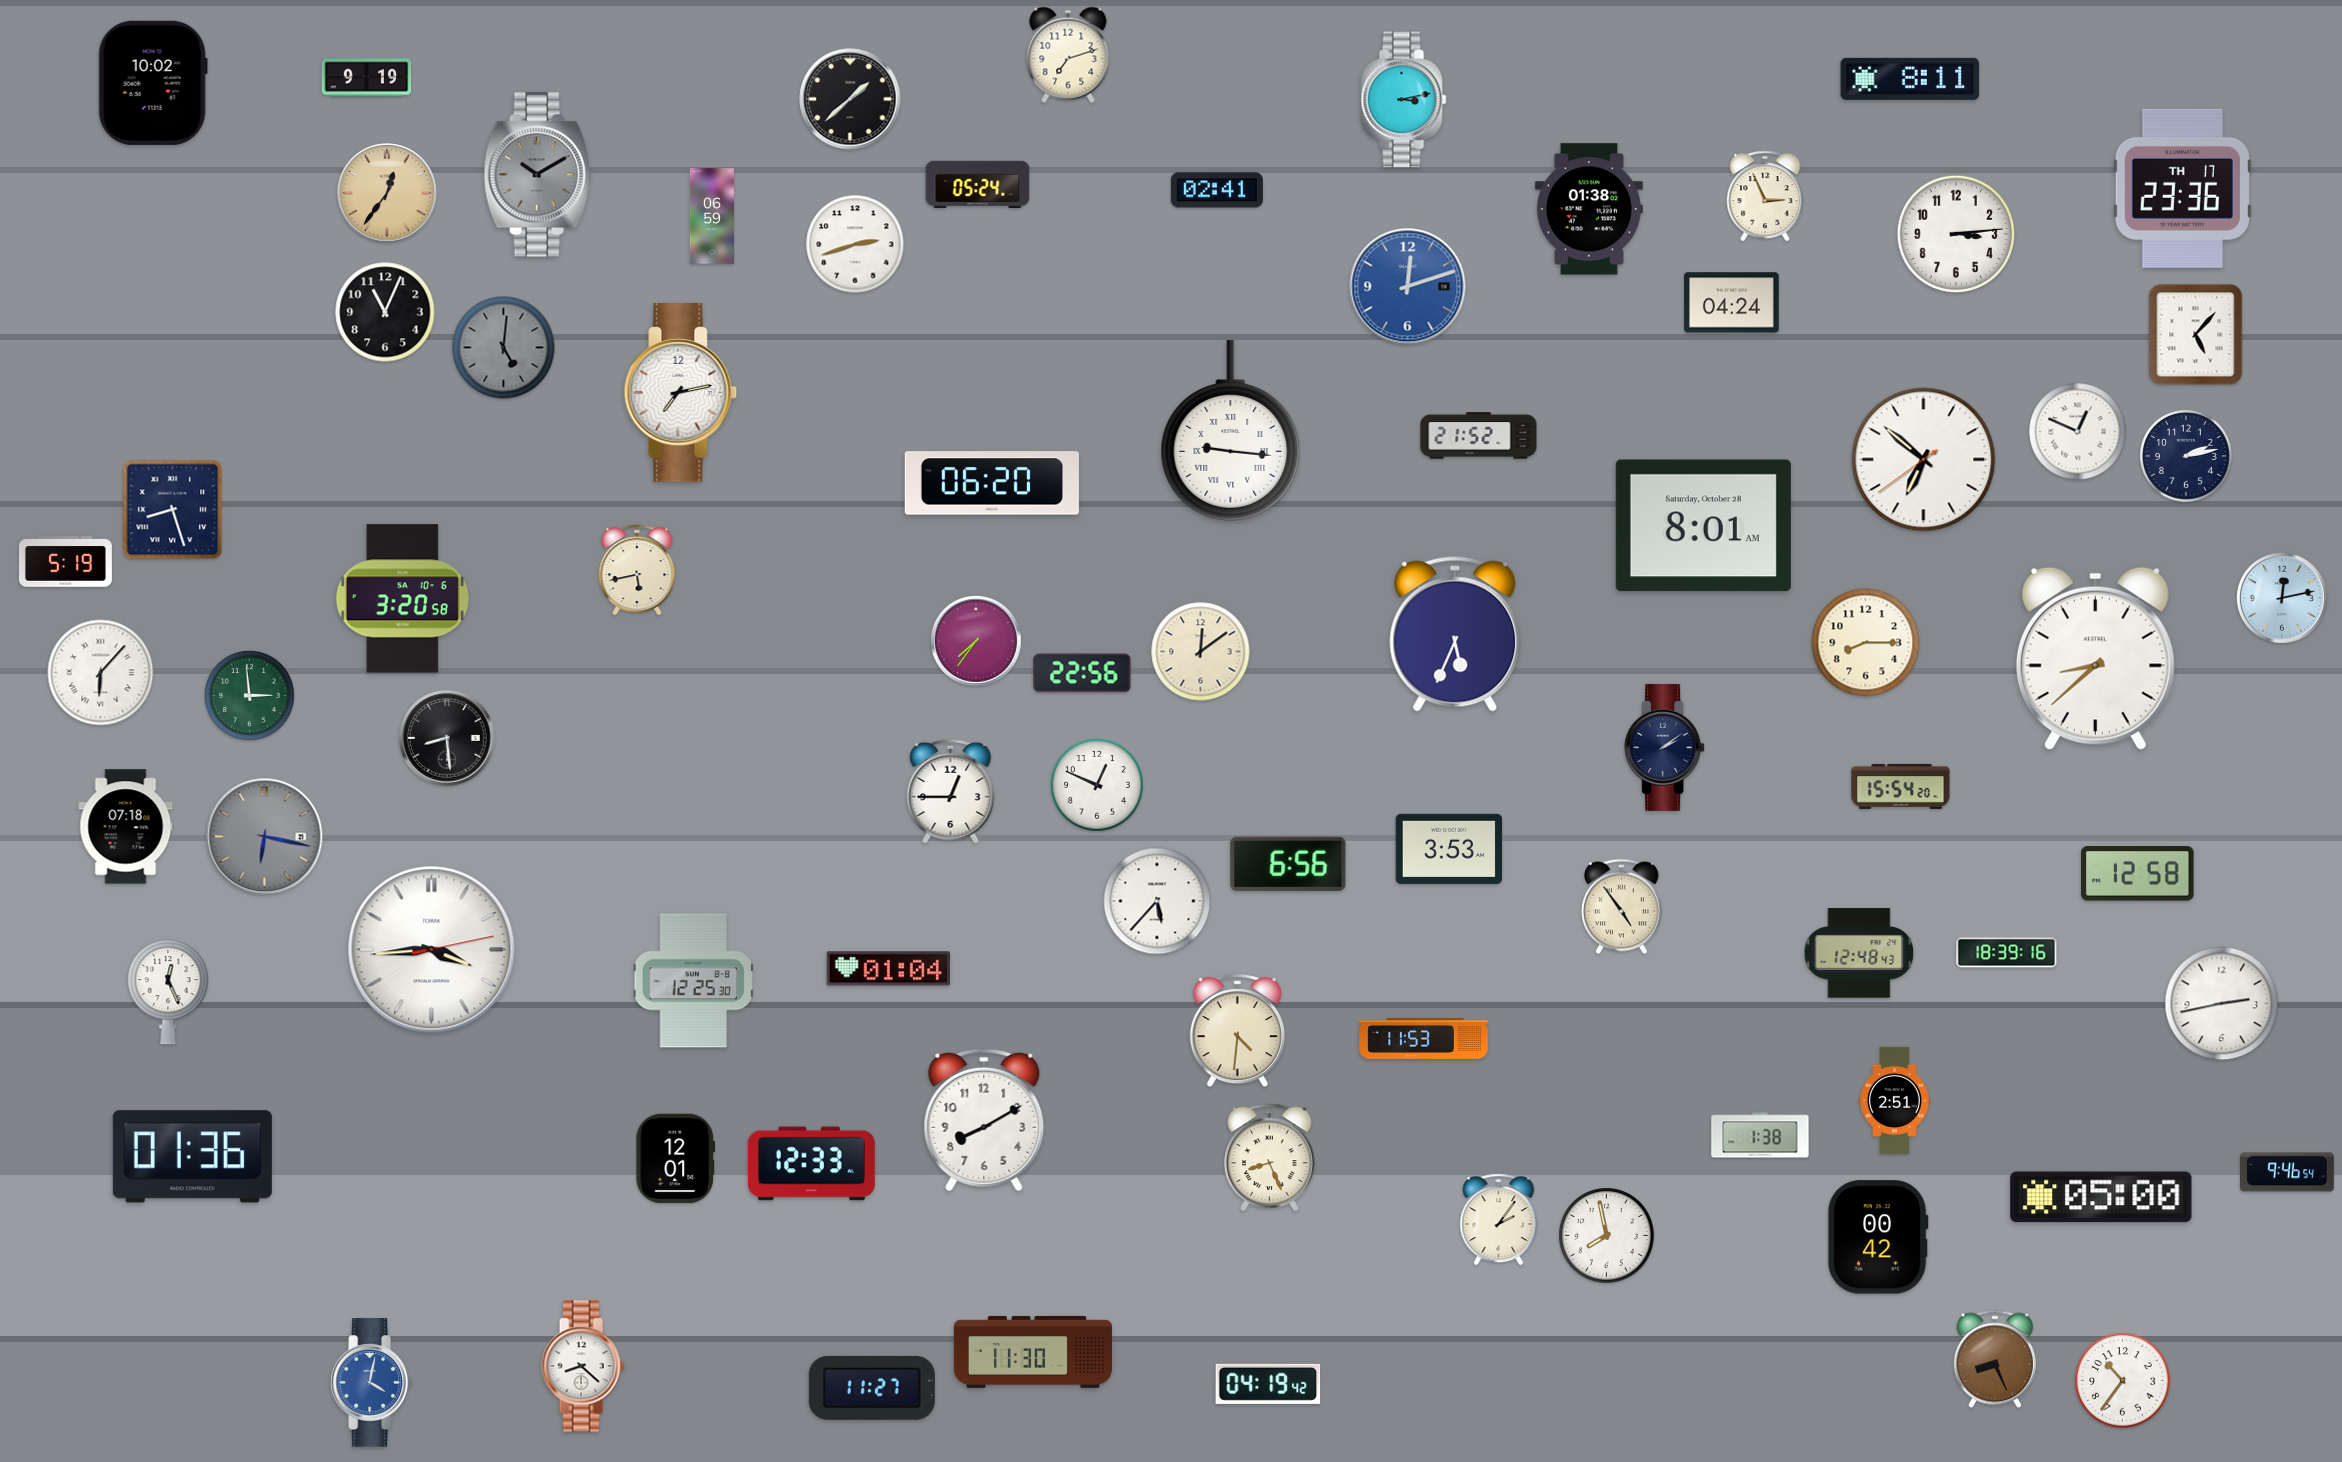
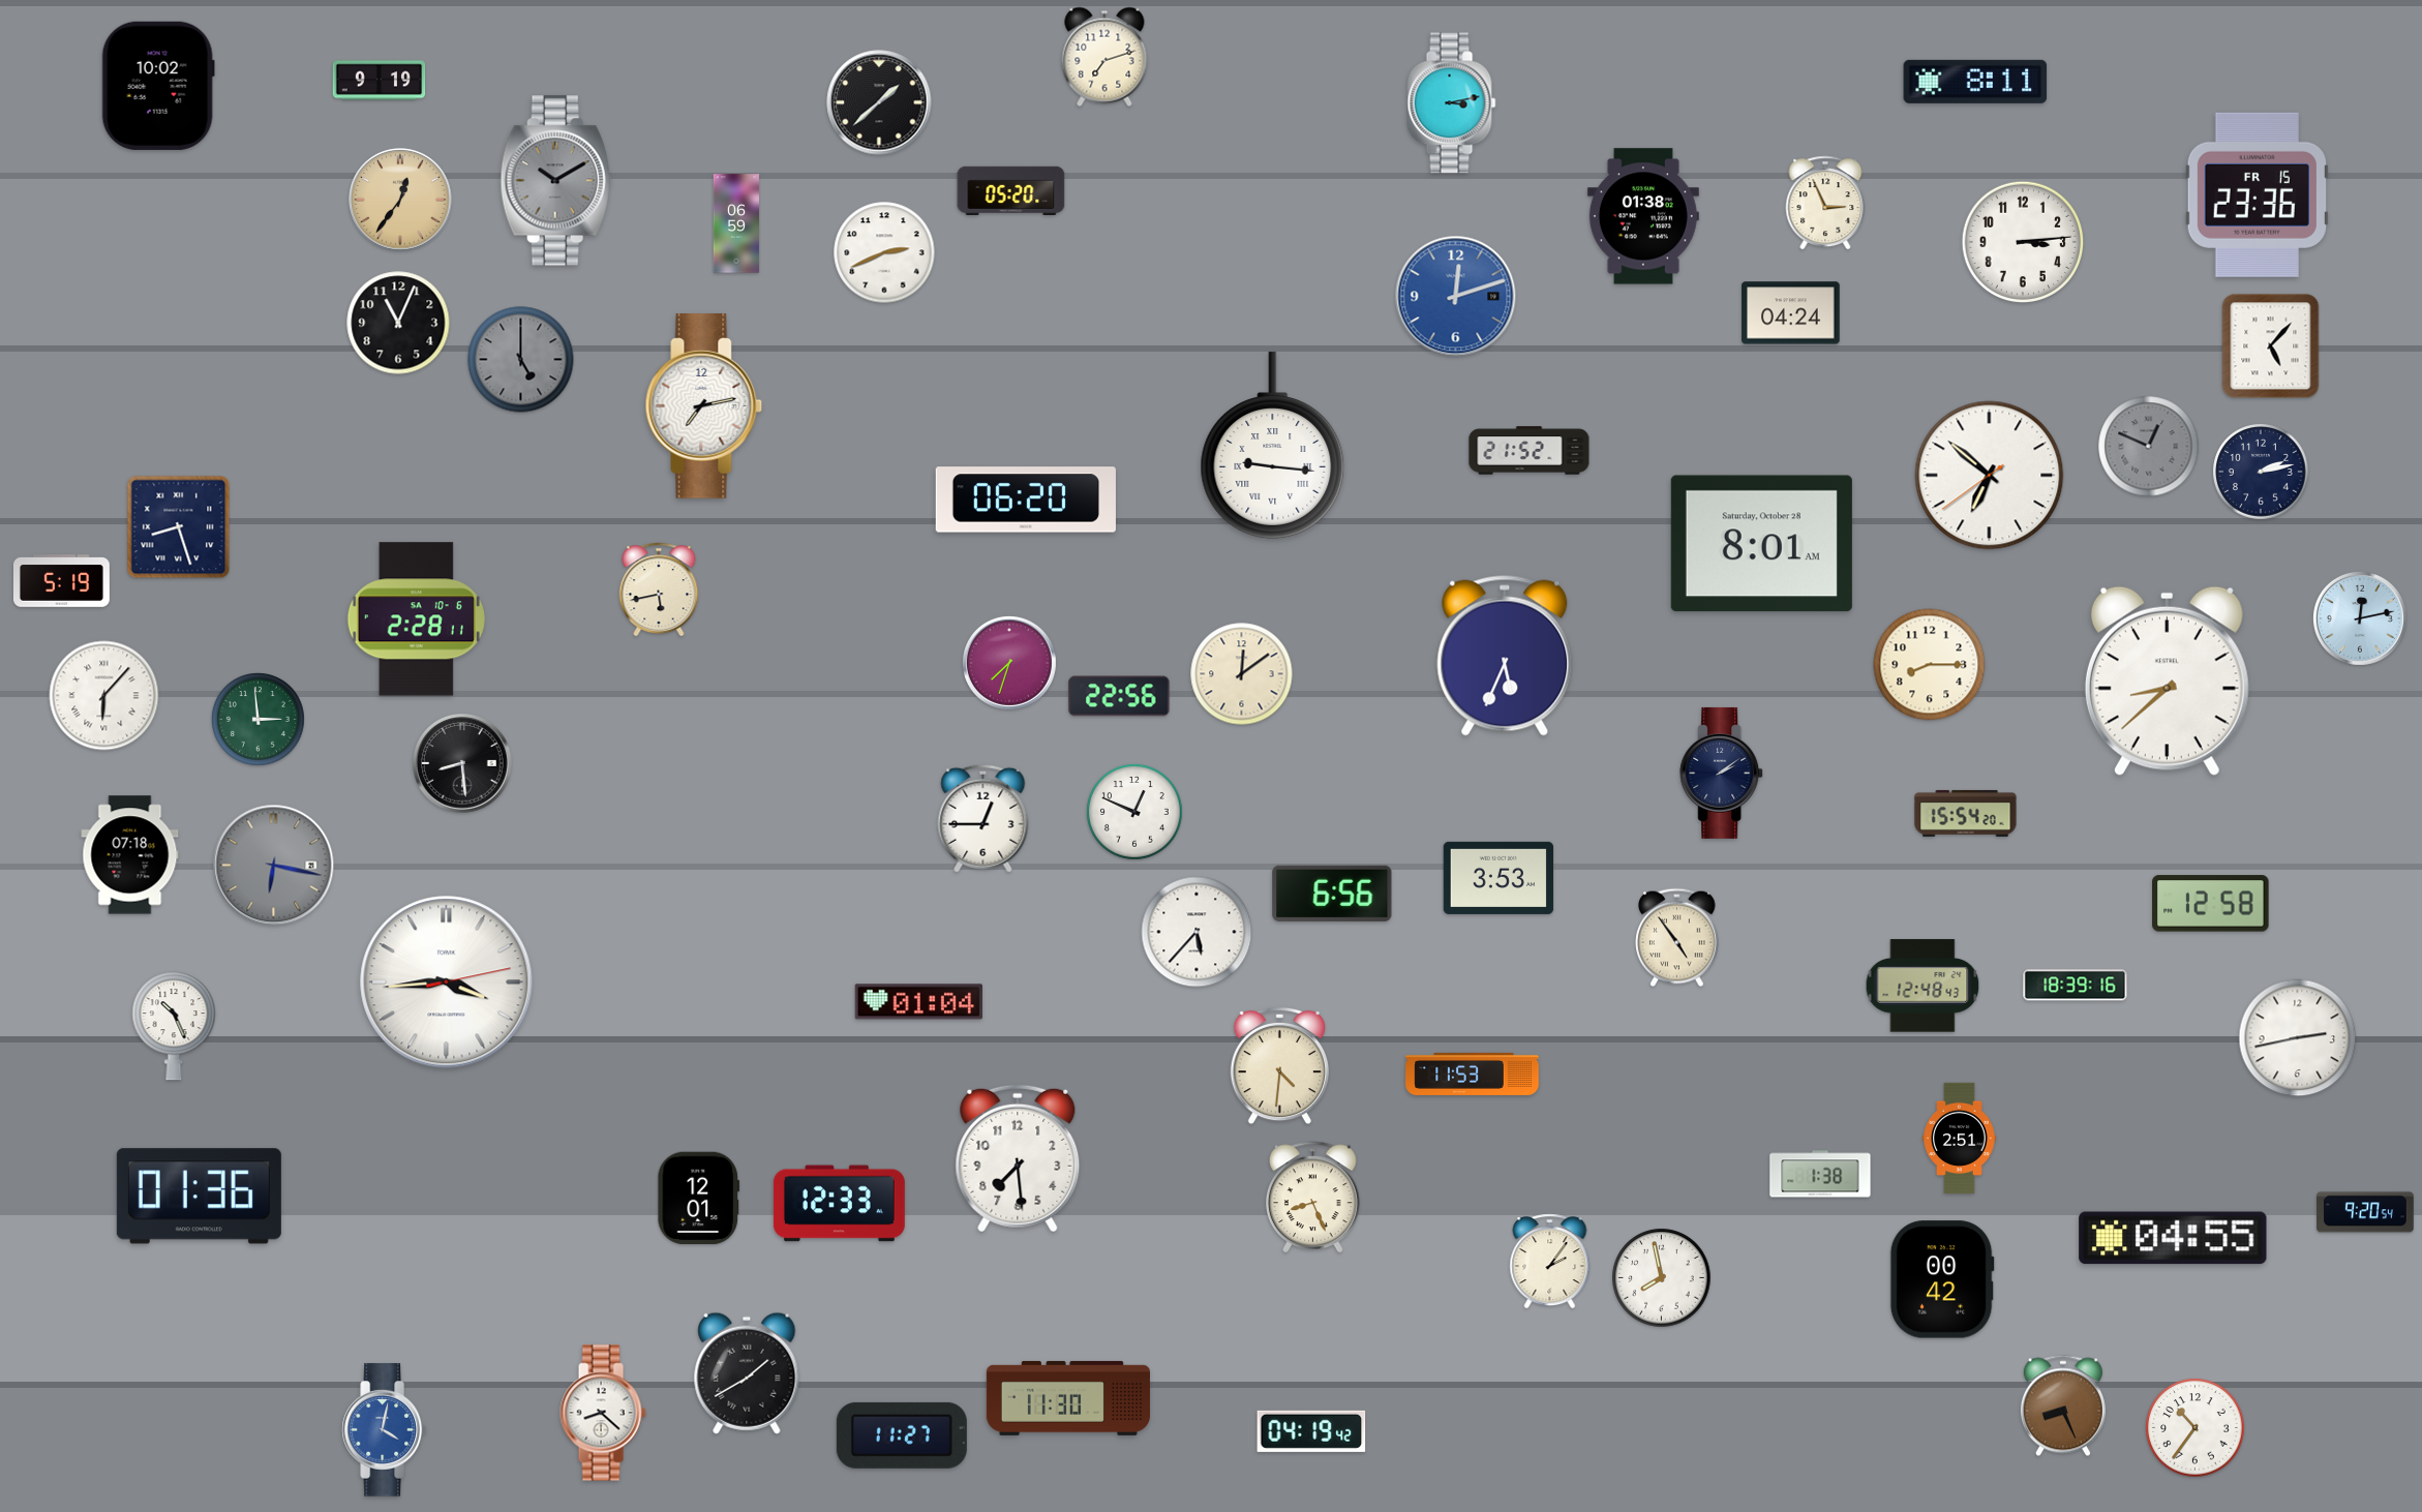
clock at (978, 184): 05:24 -> 05:20
clock at (2182, 188) date: TH 17 -> FR 15
clock at (1217, 190): 02:41 -> none
clock at (855, 244): 2:42 -> 2:41
clock at (504, 348): 5:01 -> 5:00
clock at (2078, 432) dial: white -> grey
clock at (65, 562) position: (65, 562) -> (61, 581)
clock at (402, 599): 3:20 -> 2:28
clock at (976, 641): 7:36 -> 7:33
clock at (693, 981): 12:25 -> none
clock at (168, 992): 12:26 -> 10:26
clock at (984, 1120): 8:10 -> 7:29
clock at (2288, 1172): 9:46 -> 9:20
clock at (2101, 1197): 05:00 -> 04:55
clock at (747, 1373): none -> 1:40
